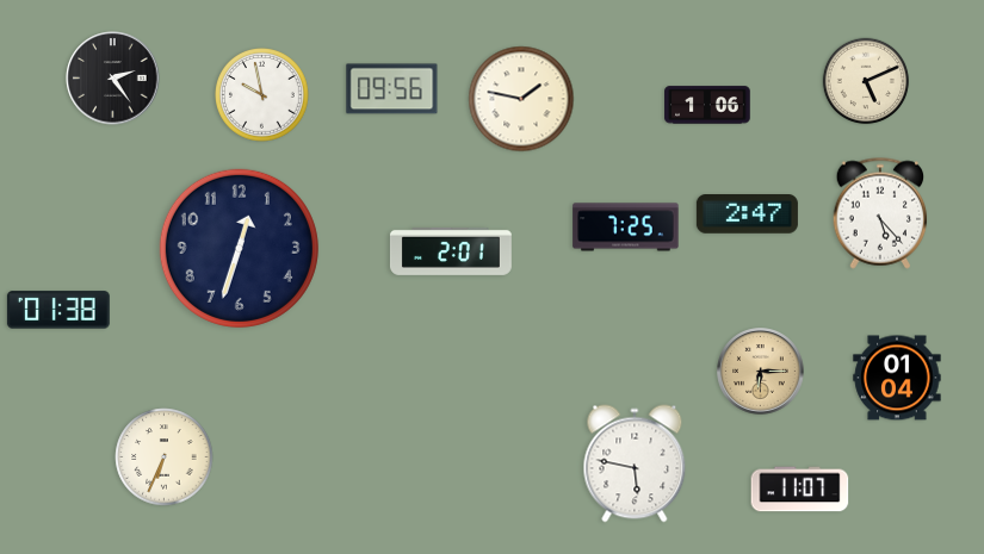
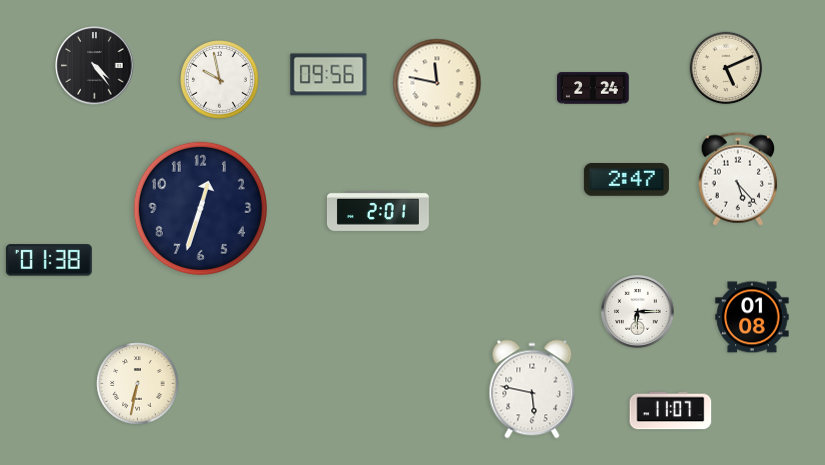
clock at (113, 79): 2:24 -> 4:24
clock at (521, 99): 1:47 -> 11:47
clock at (707, 105): 1:06 -> 2:24
clock at (626, 228): 7:25 -> none
clock at (761, 372) dial: champagne -> white
clock at (897, 378): 01:04 -> 01:08
clock at (165, 457): 6:34 -> 6:32
